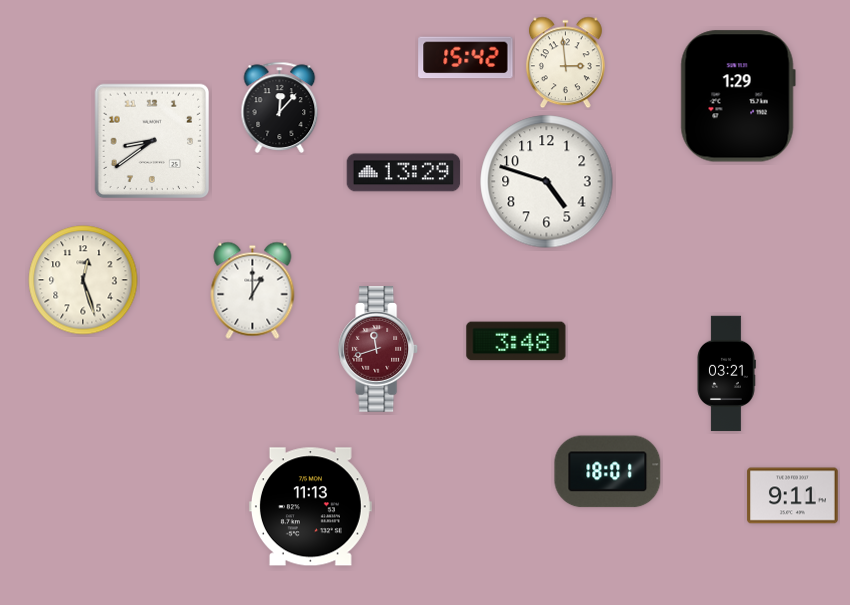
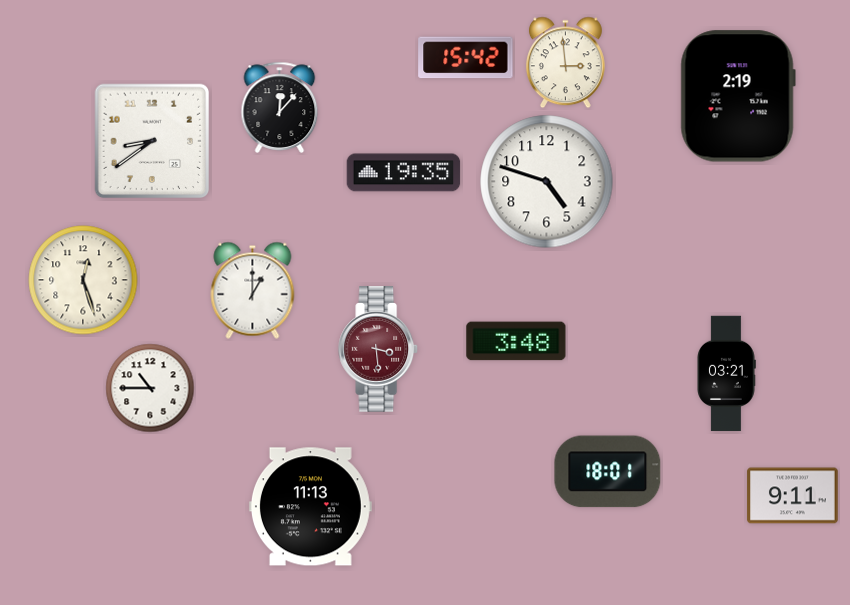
clock at (738, 96): 1:29 -> 2:19
clock at (404, 173): 13:29 -> 19:35
clock at (379, 349): 11:42 -> 3:29
clock at (150, 388): none -> 10:45
